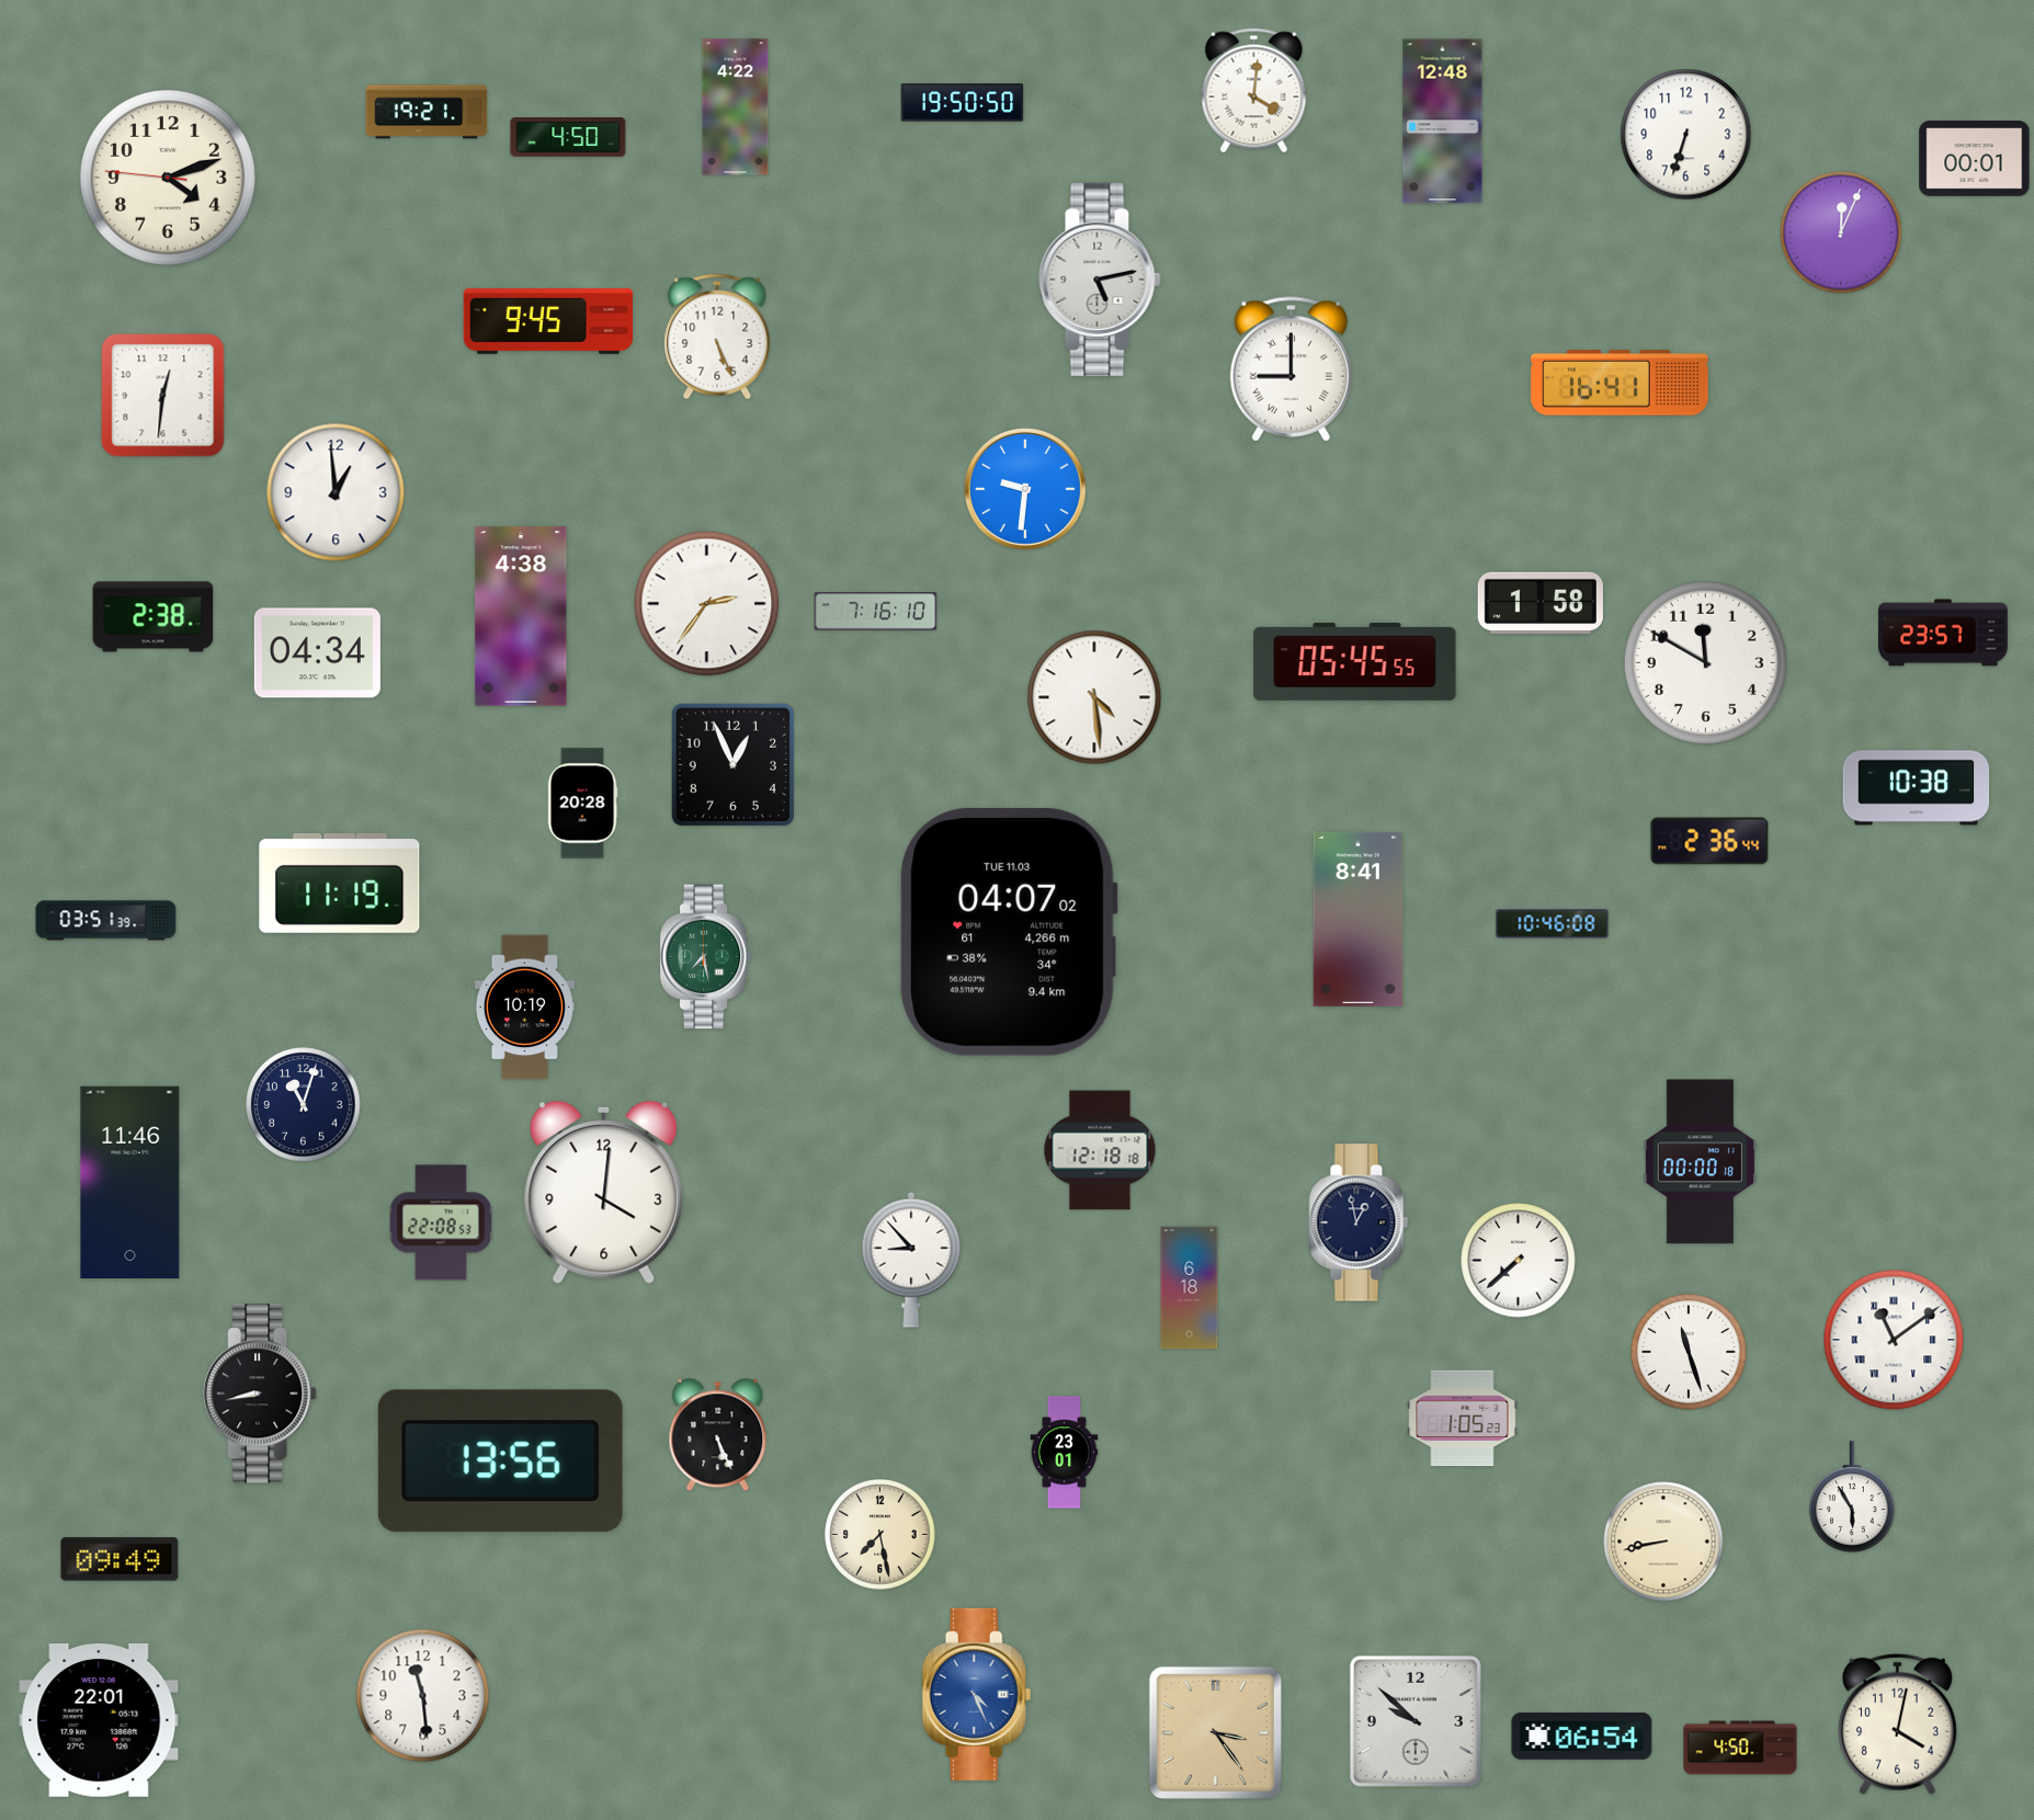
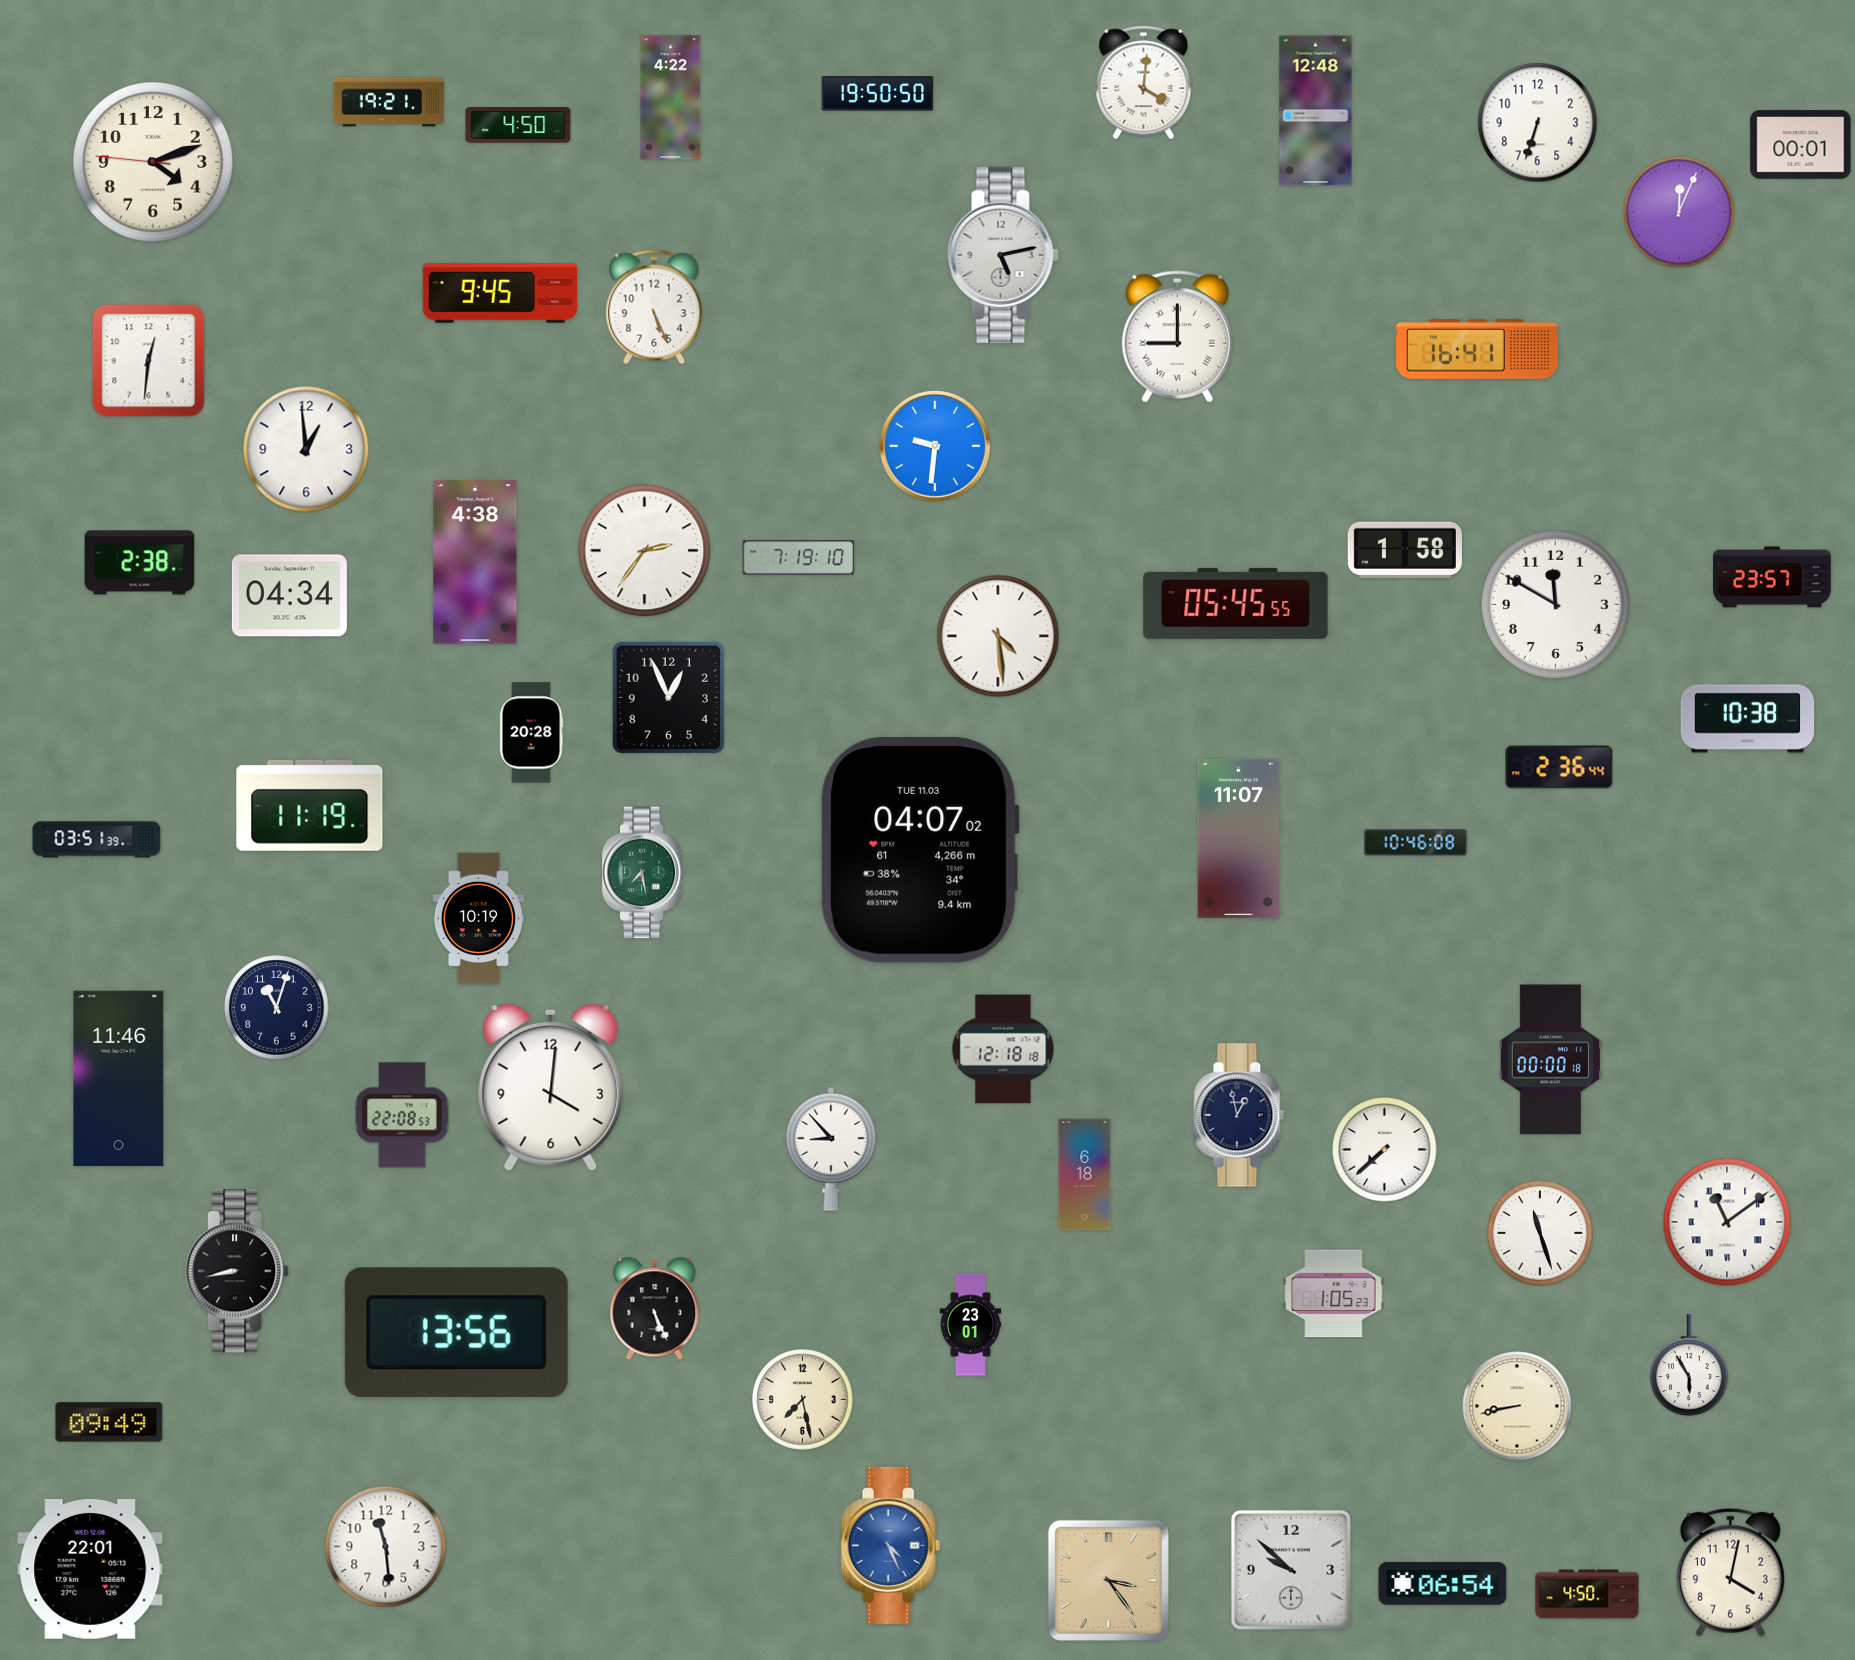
clock at (876, 612): 7:16 -> 7:19
clock at (1359, 919): 8:41 -> 11:07
